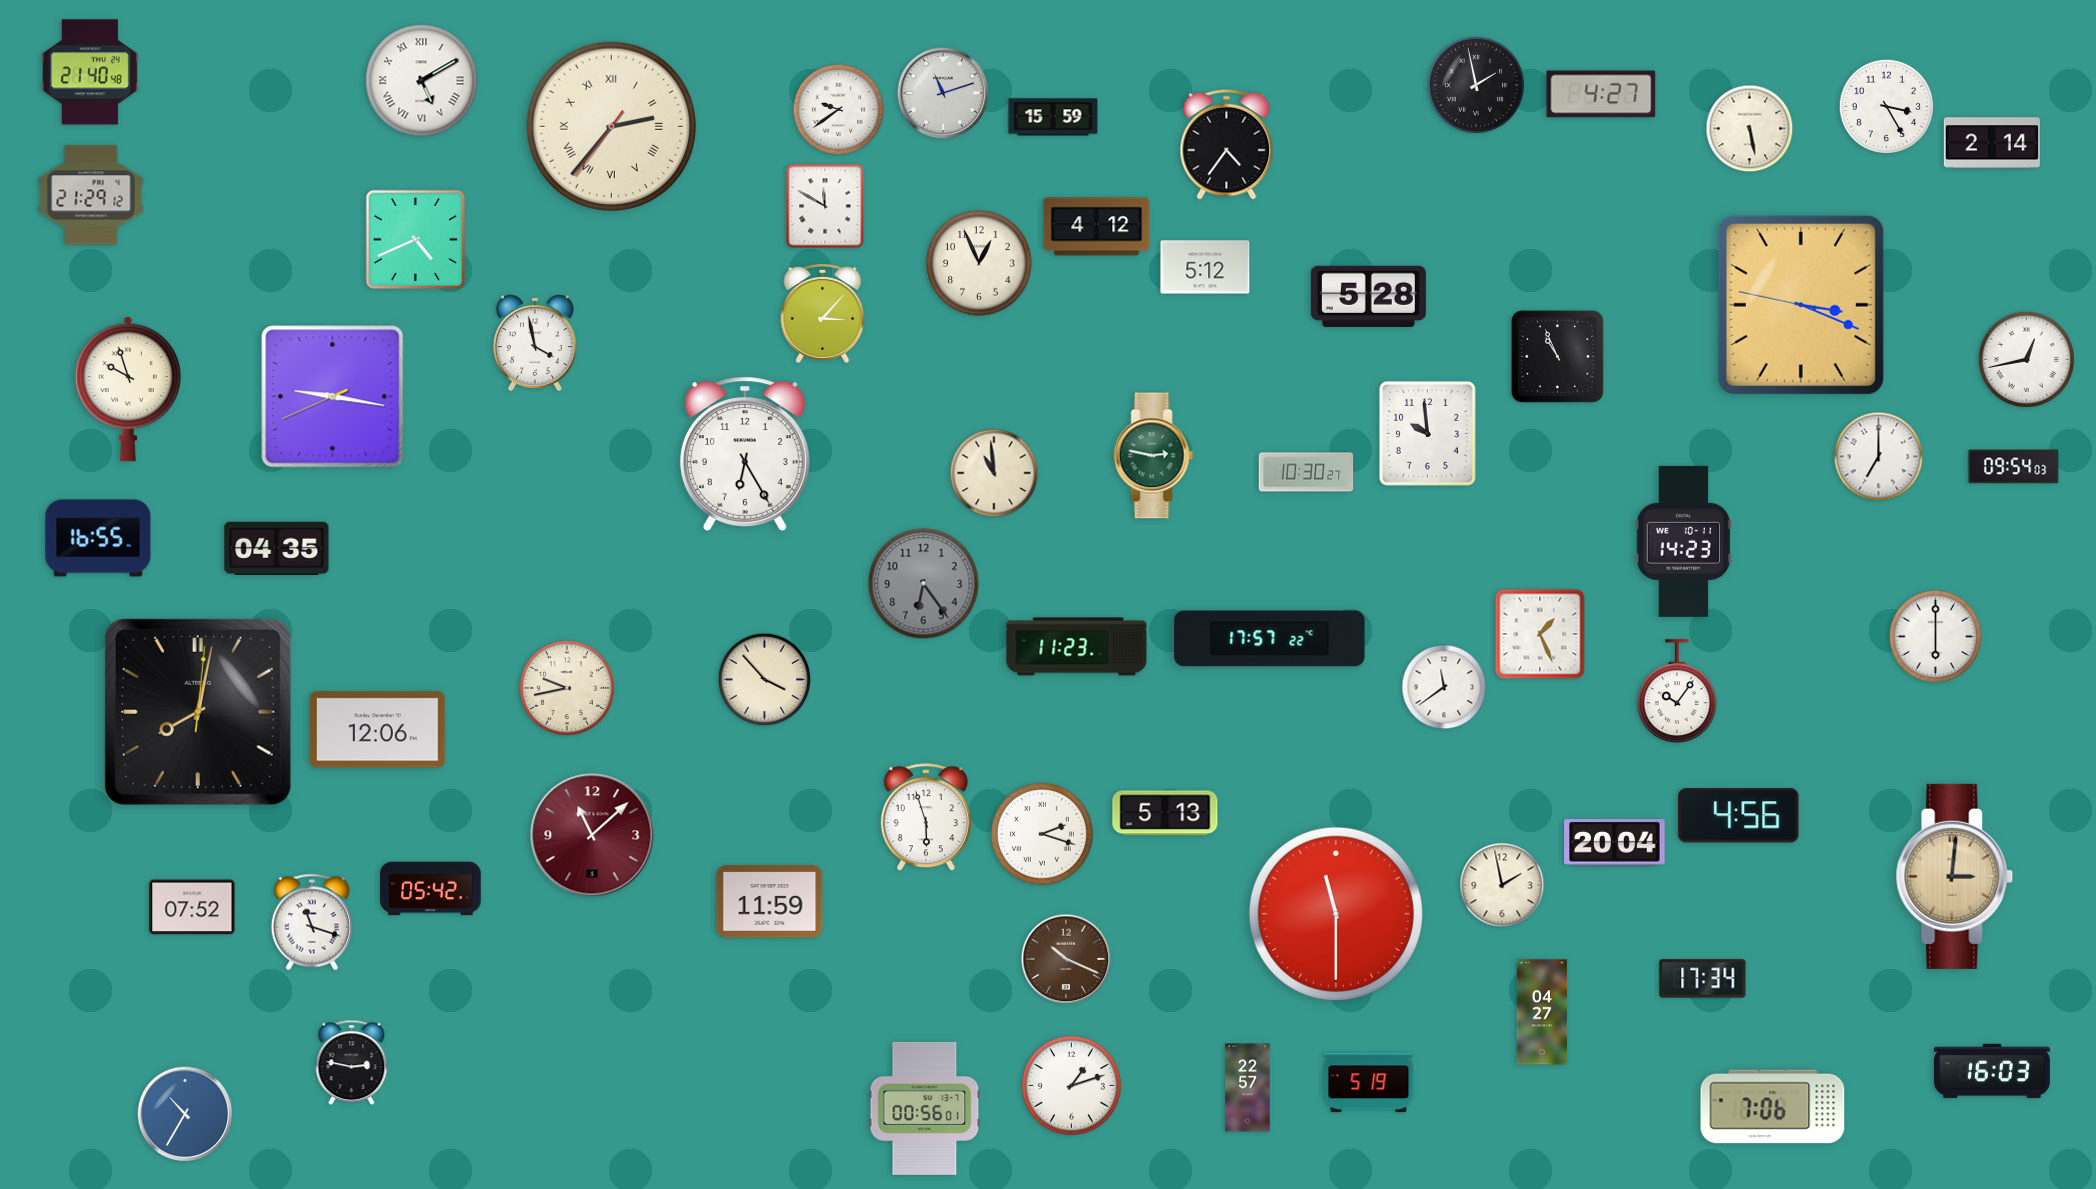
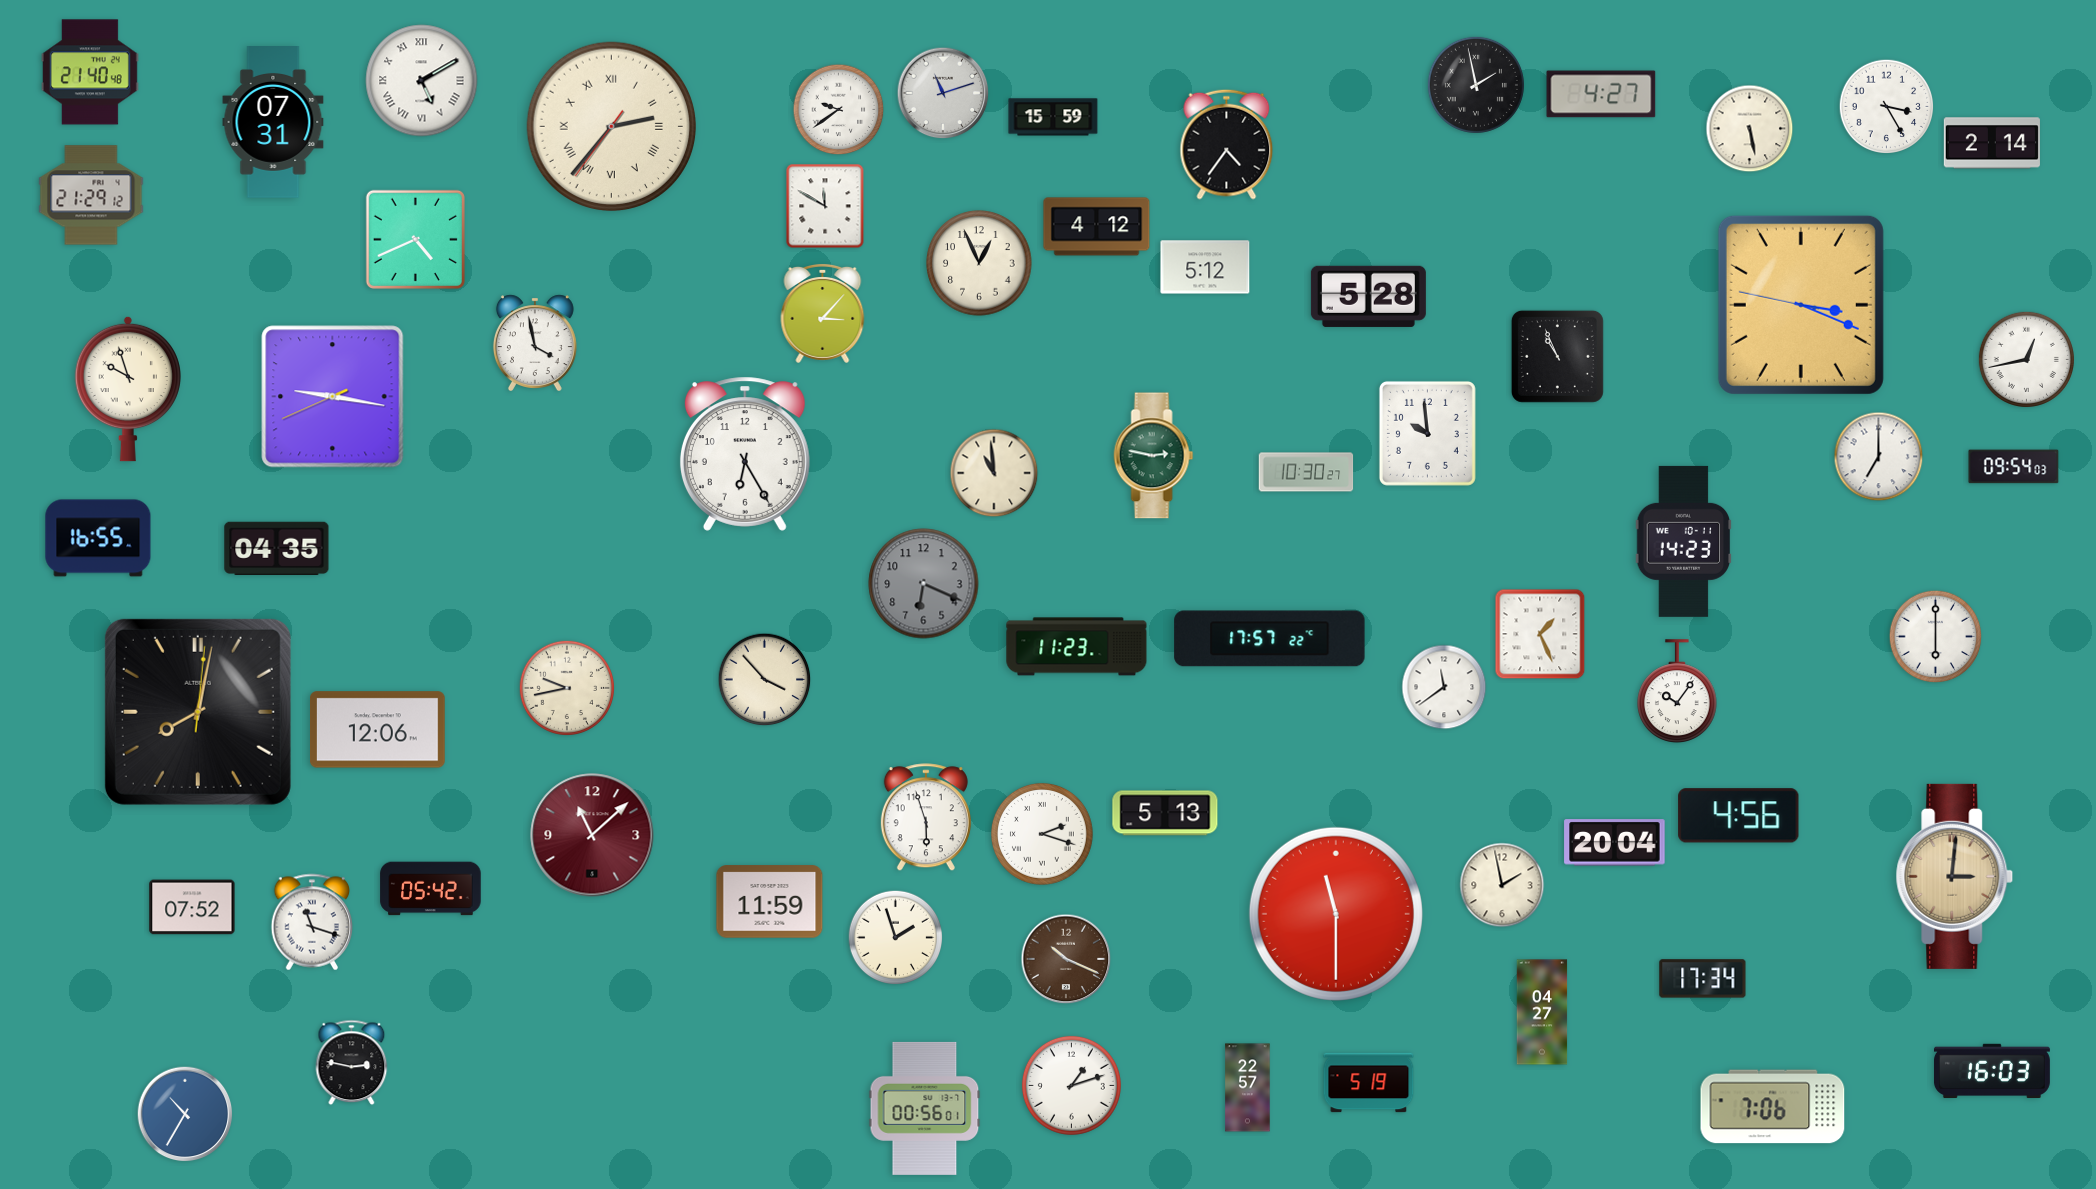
clock at (273, 123): none -> 07:31
clock at (924, 584): 6:24 -> 6:19
clock at (896, 938): none -> 1:57
